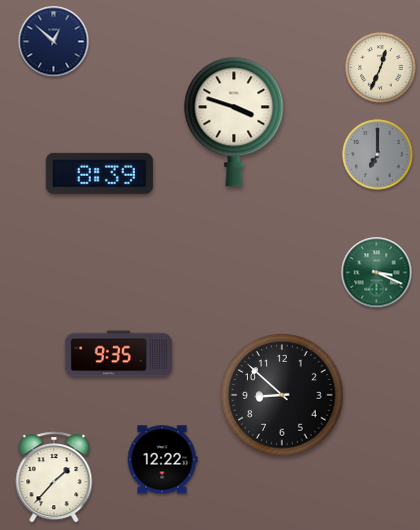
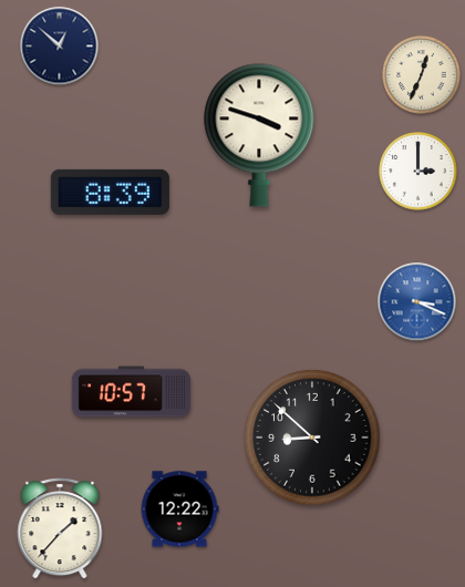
clock at (378, 155): 7:00 -> 3:00
clock at (378, 155) dial: grey -> white
clock at (377, 273) dial: green -> blue
clock at (118, 354): 9:35 -> 10:57
